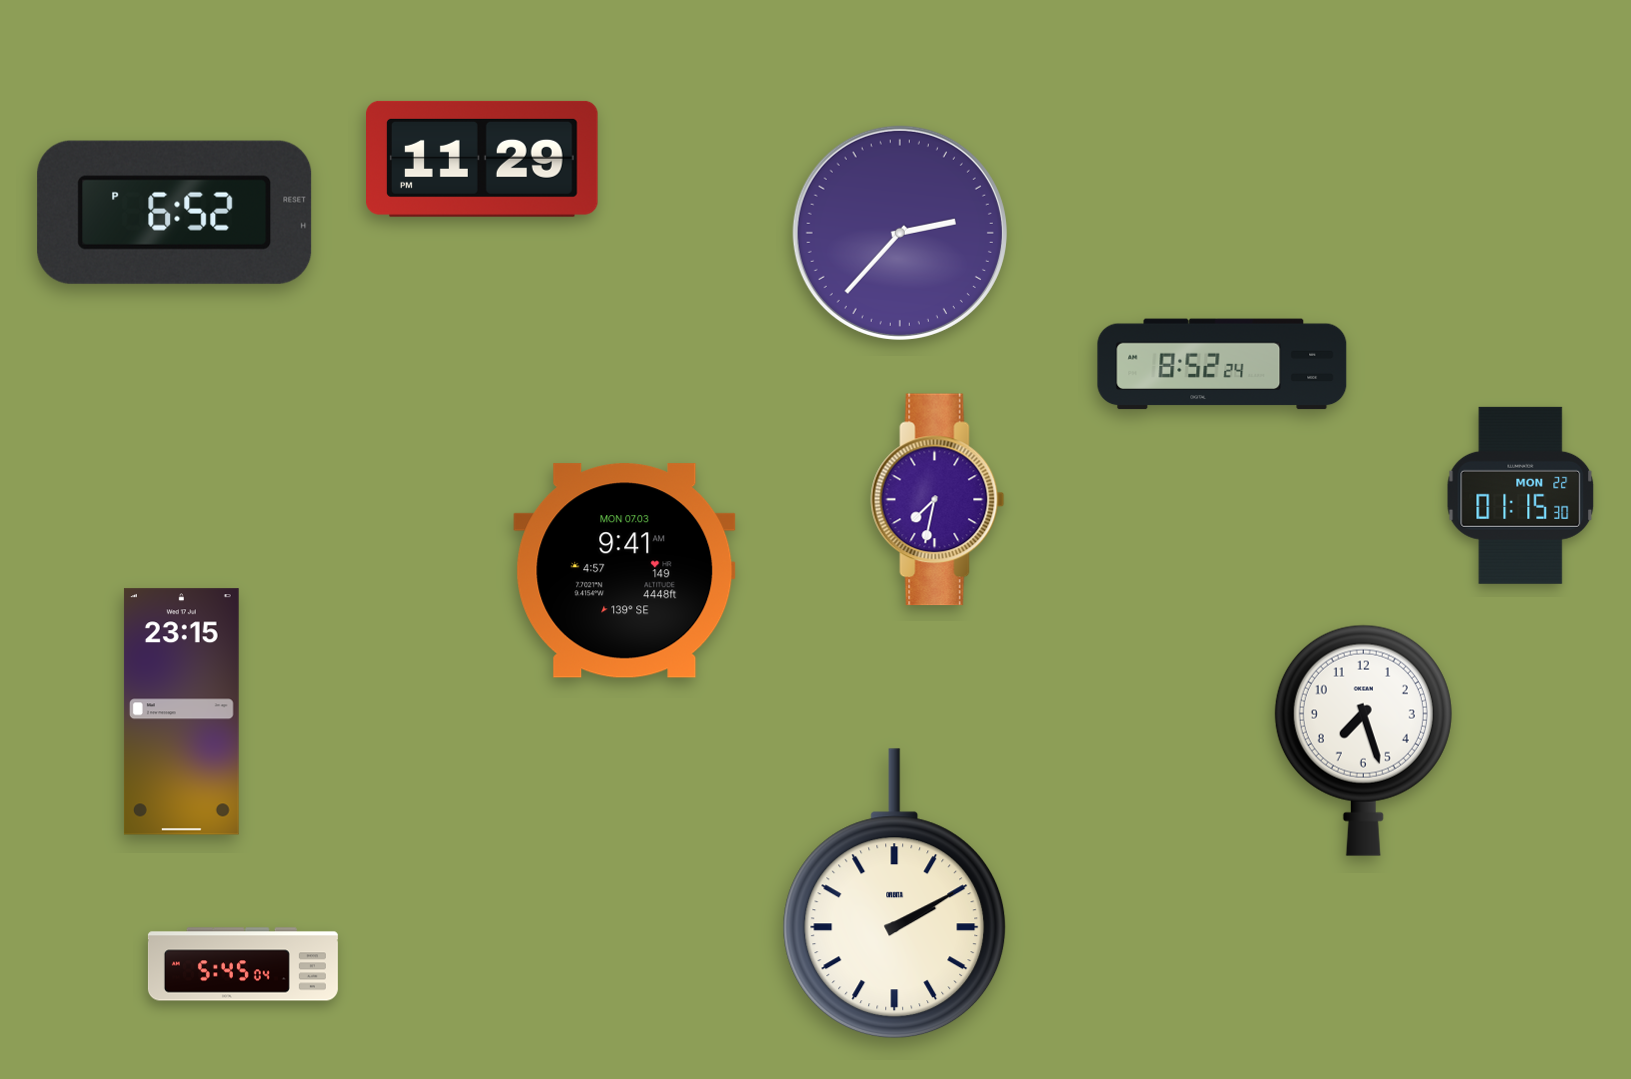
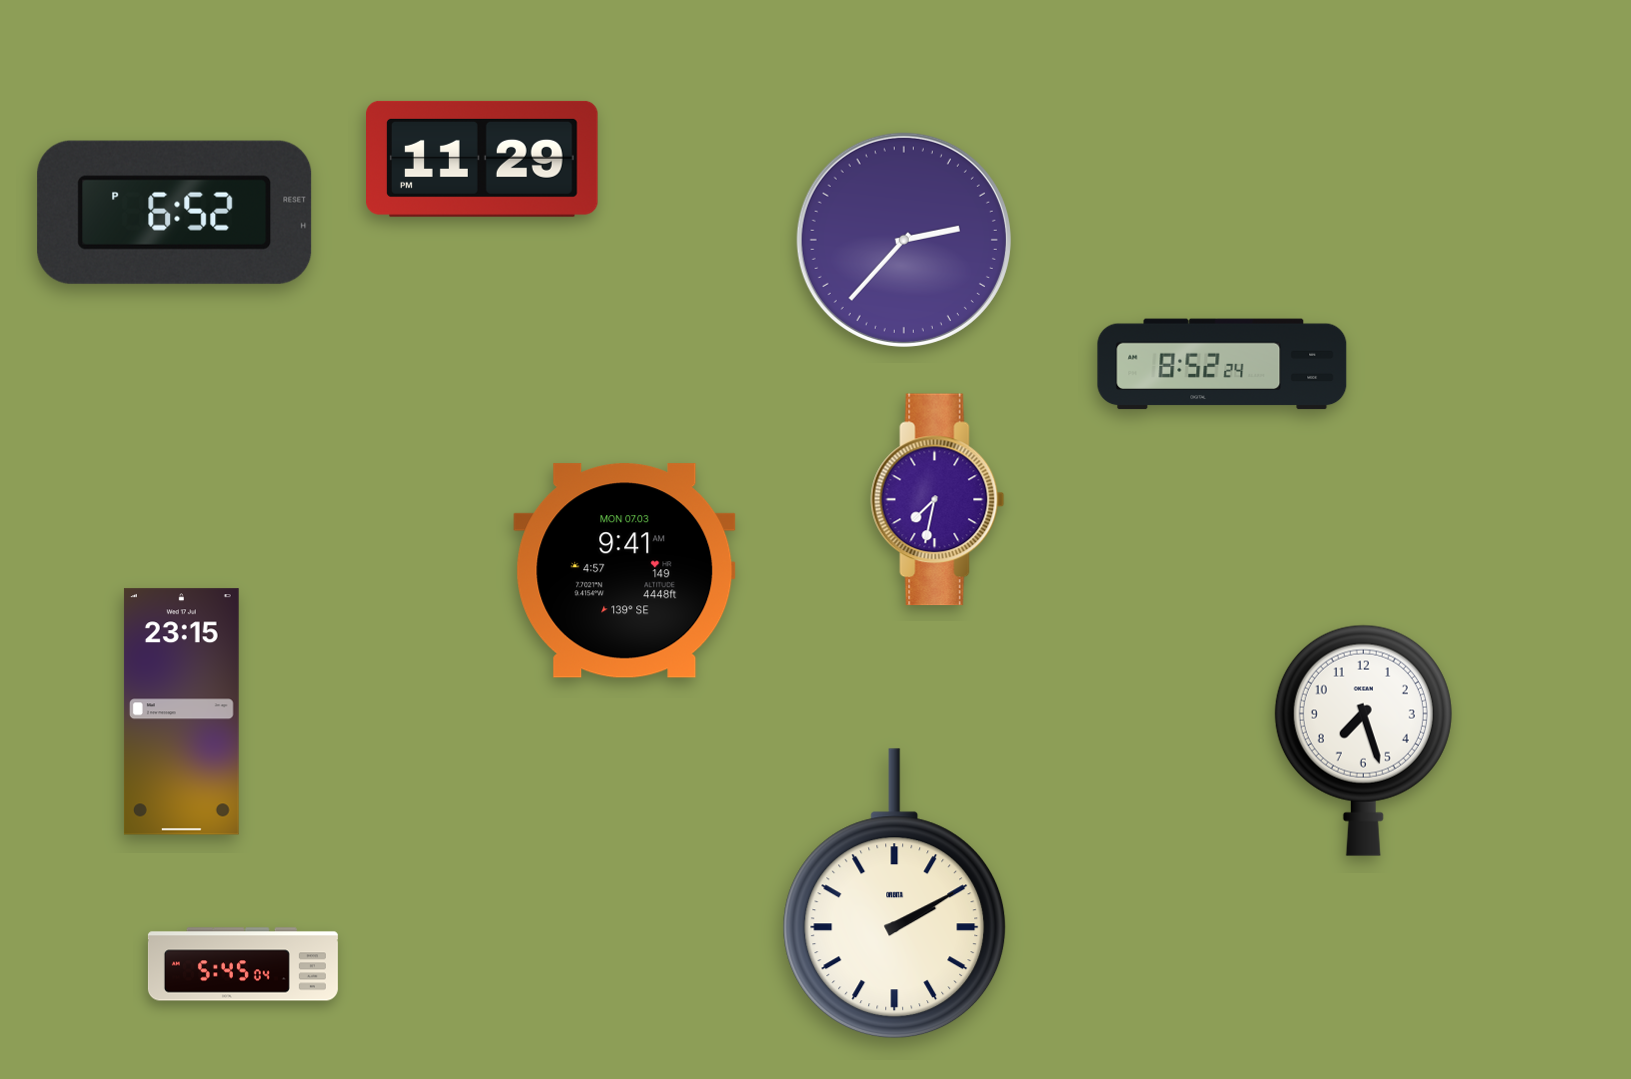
clock at (900, 233) position: (900, 233) -> (904, 240)
clock at (1521, 495): 01:15 -> none
